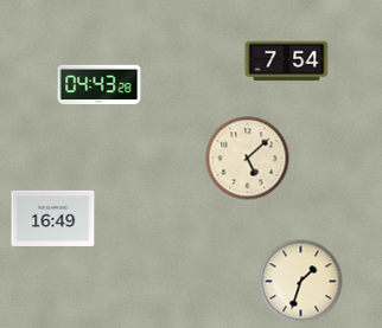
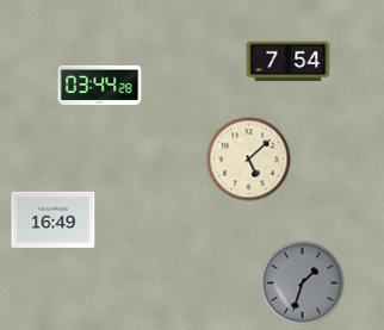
clock at (100, 84): 04:43 -> 03:44
clock at (301, 282) dial: cream -> grey
